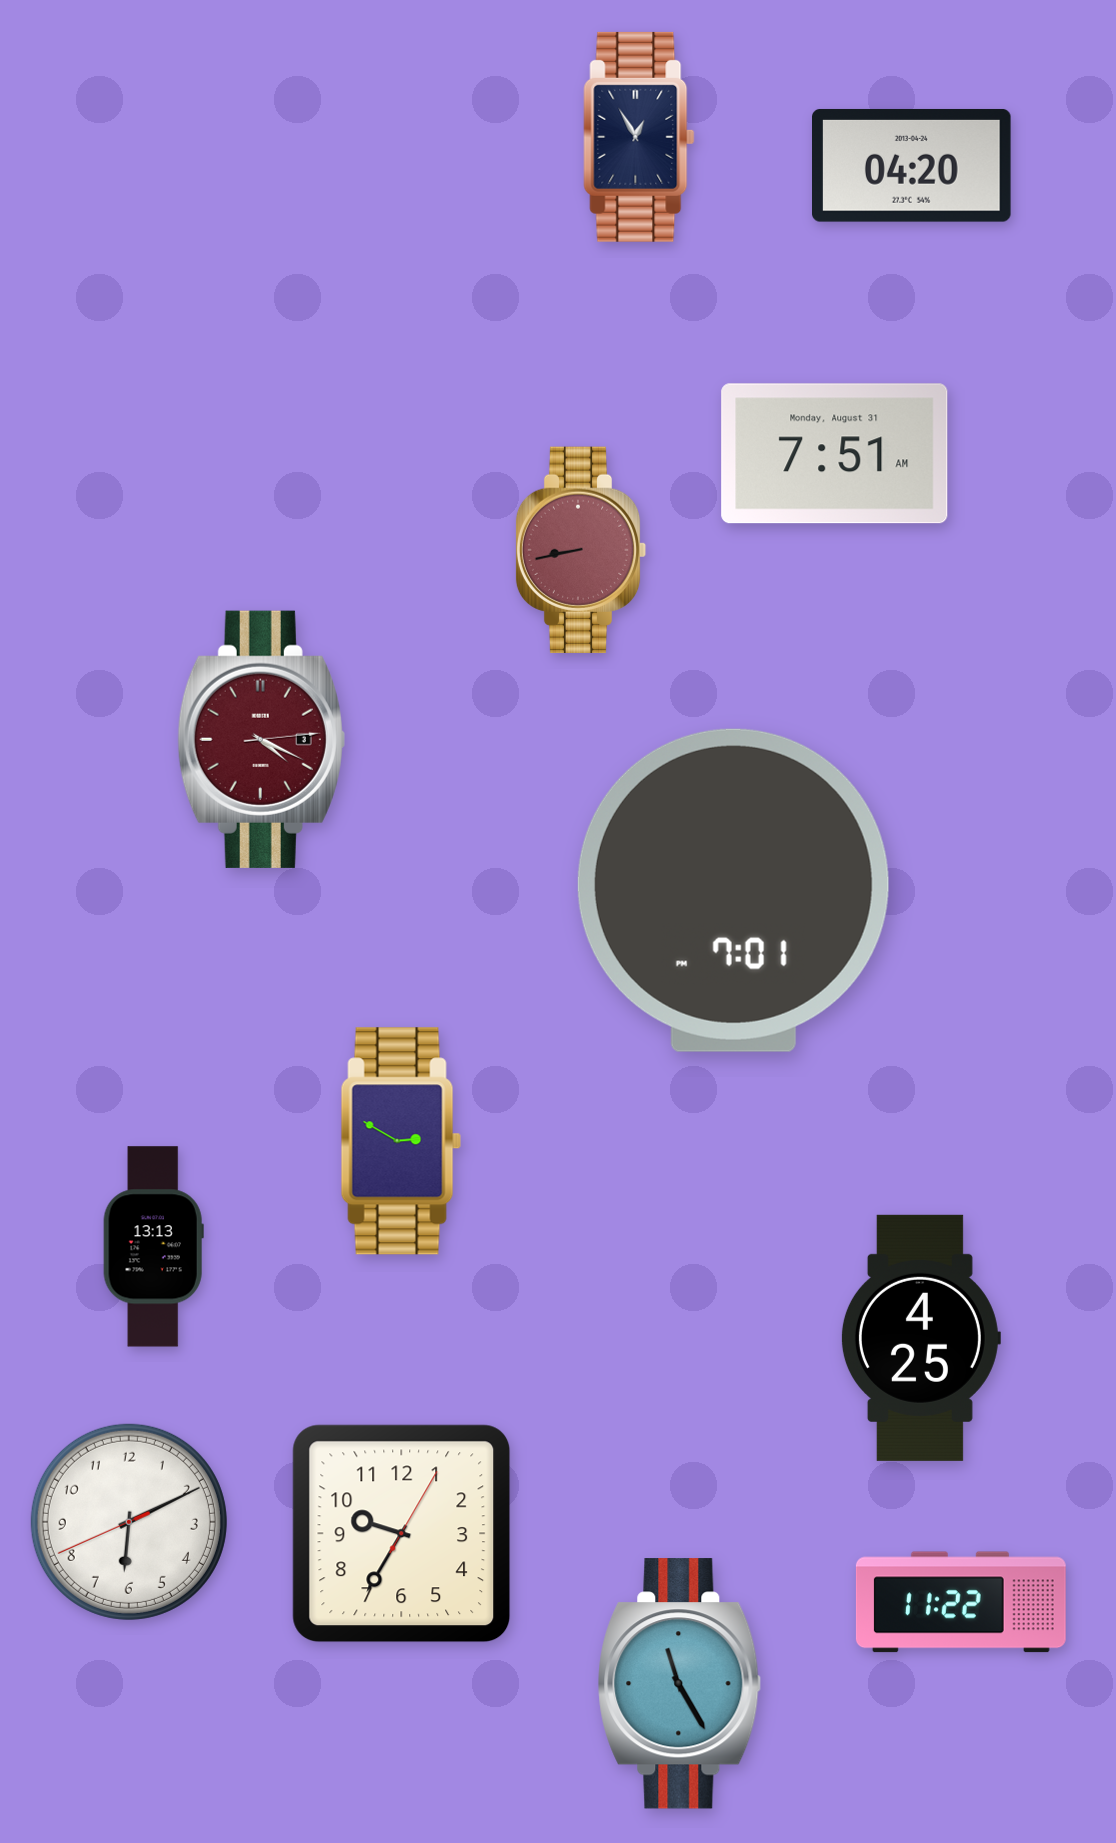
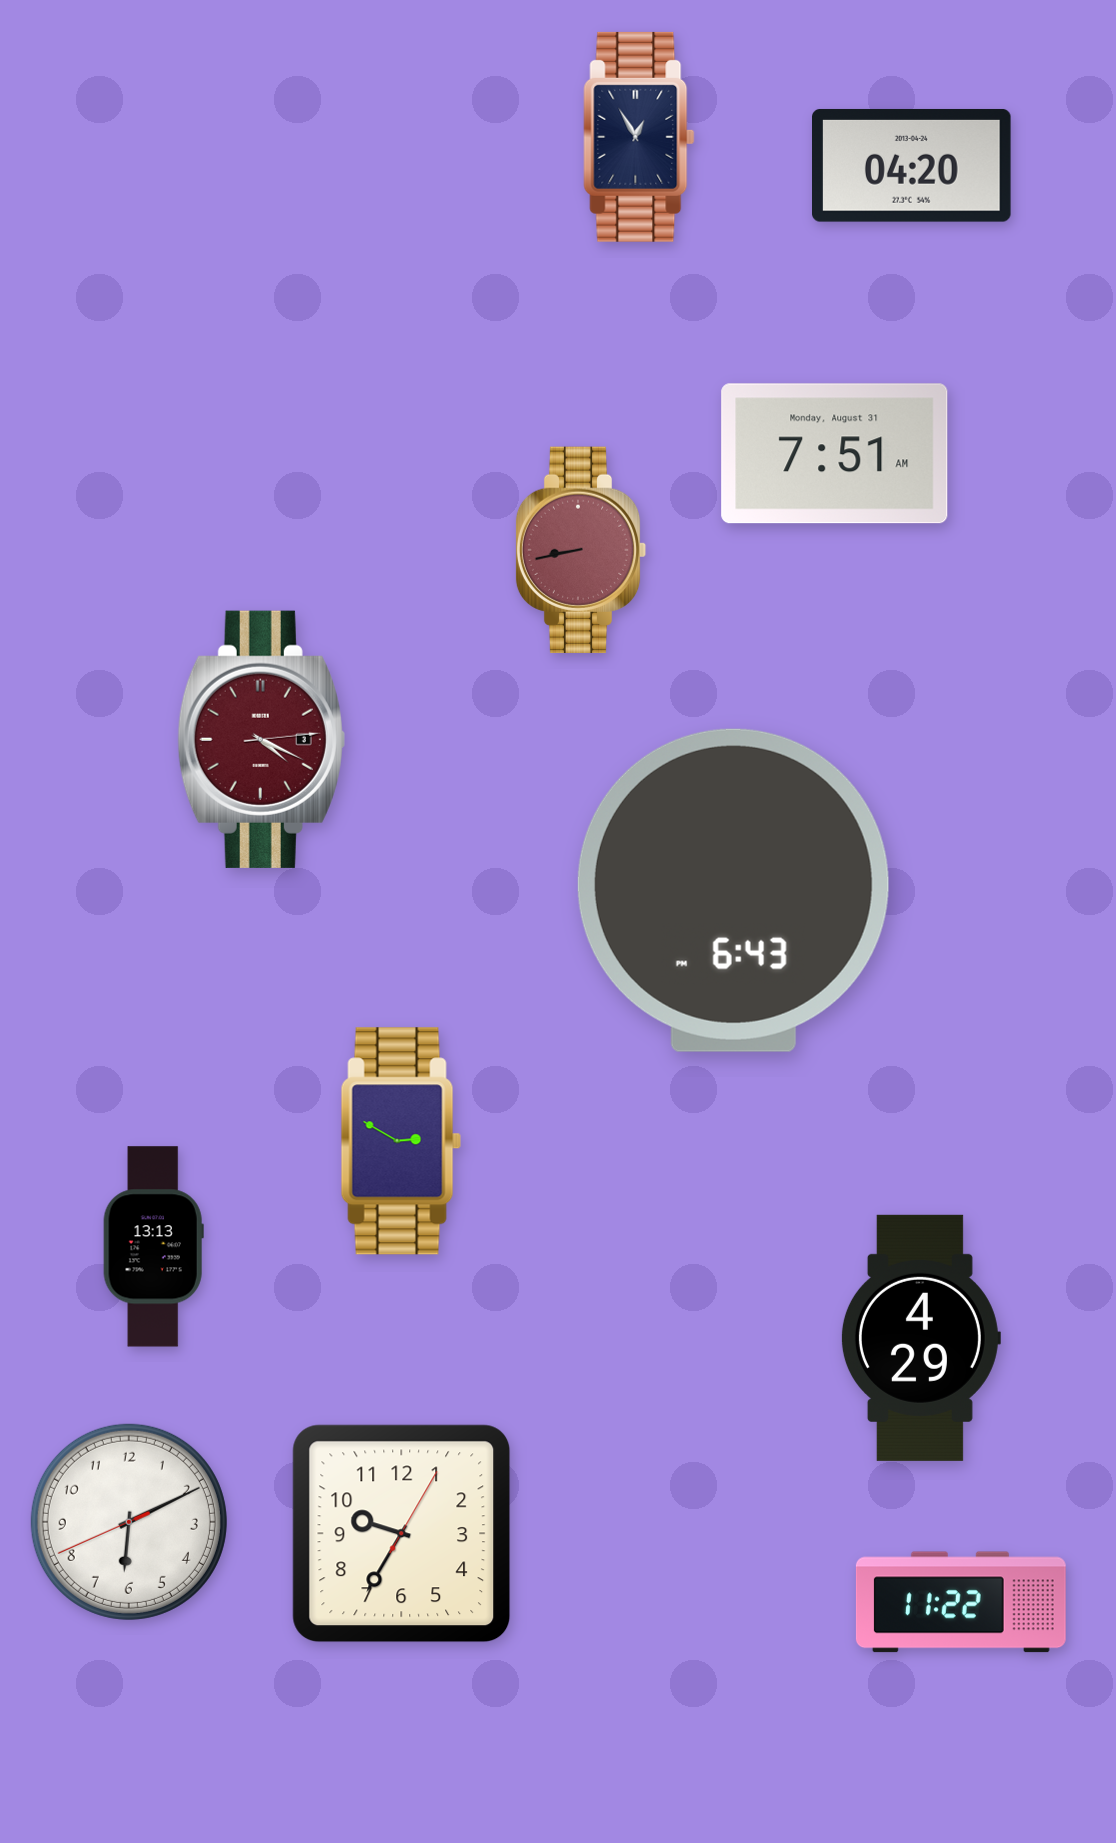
clock at (733, 890): 7:01 -> 6:43
clock at (920, 1338): 4:25 -> 4:29
clock at (680, 1684): 11:25 -> none
